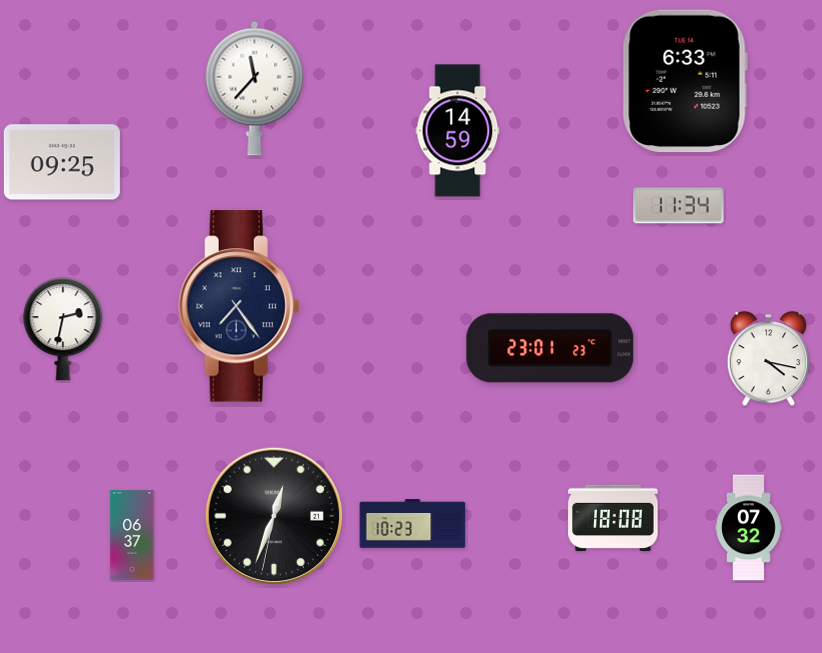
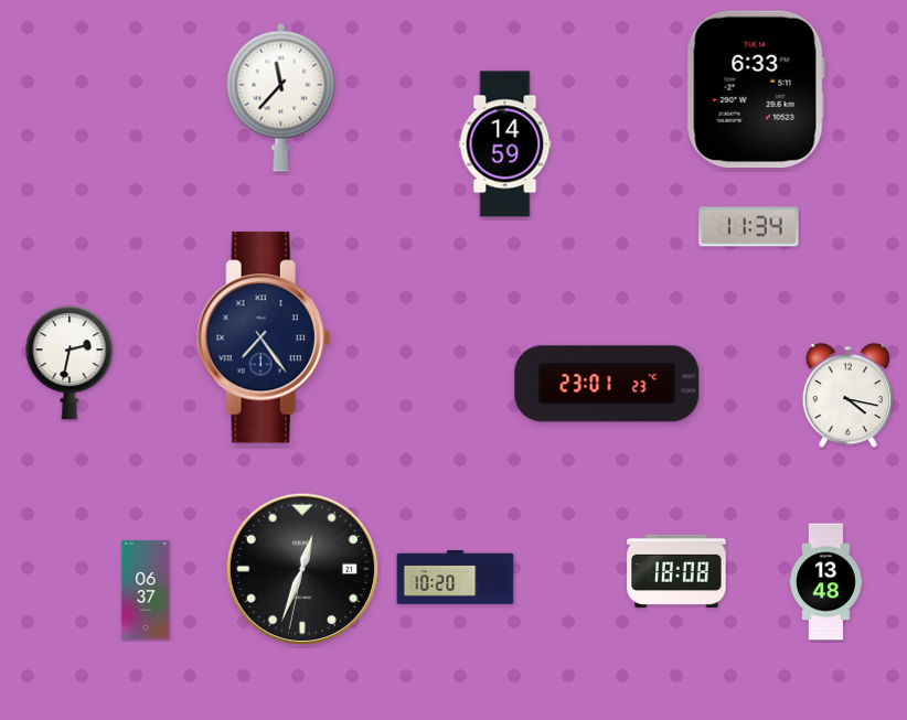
clock at (62, 162): 09:25 -> none
clock at (413, 524): 10:23 -> 10:20
clock at (749, 528): 07:32 -> 13:48
